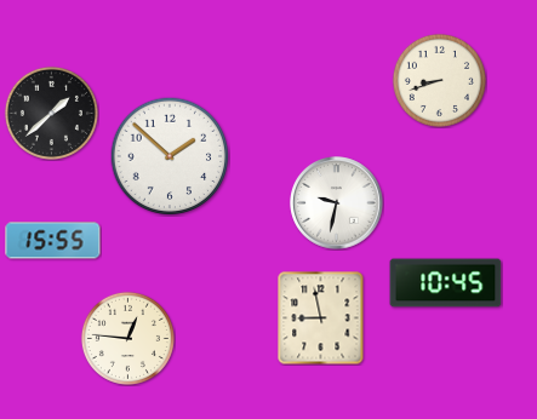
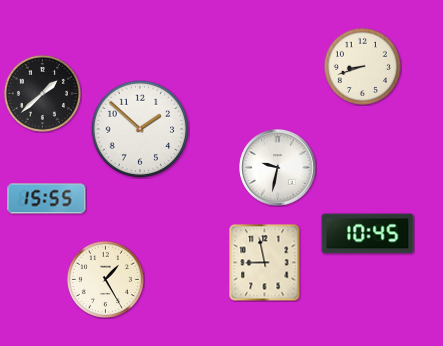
clock at (53, 241) position: (53, 241) -> (47, 199)
clock at (127, 338): 12:46 -> 1:25
